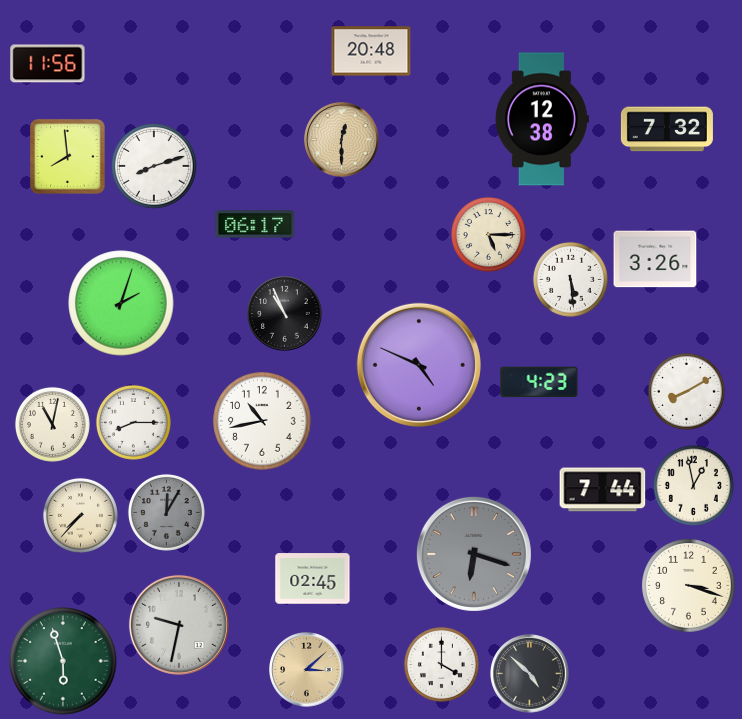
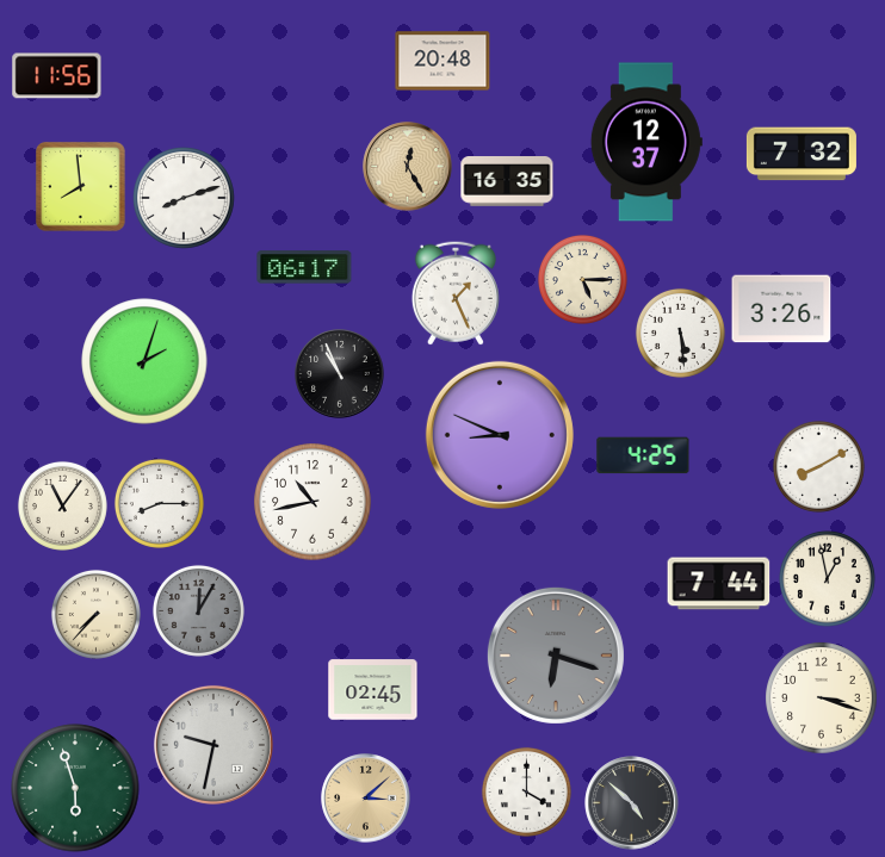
clock at (542, 119): 12:38 -> 12:37
clock at (667, 129) position: (667, 129) -> (802, 154)
clock at (342, 140): 12:30 -> 12:25
clock at (507, 182): none -> 16:35
clock at (456, 293): none -> 1:26
clock at (419, 365): 4:49 -> 8:49
clock at (539, 382): 4:23 -> 4:25
clock at (52, 424): 11:02 -> 11:06
clock at (474, 554) position: (474, 554) -> (556, 656)
